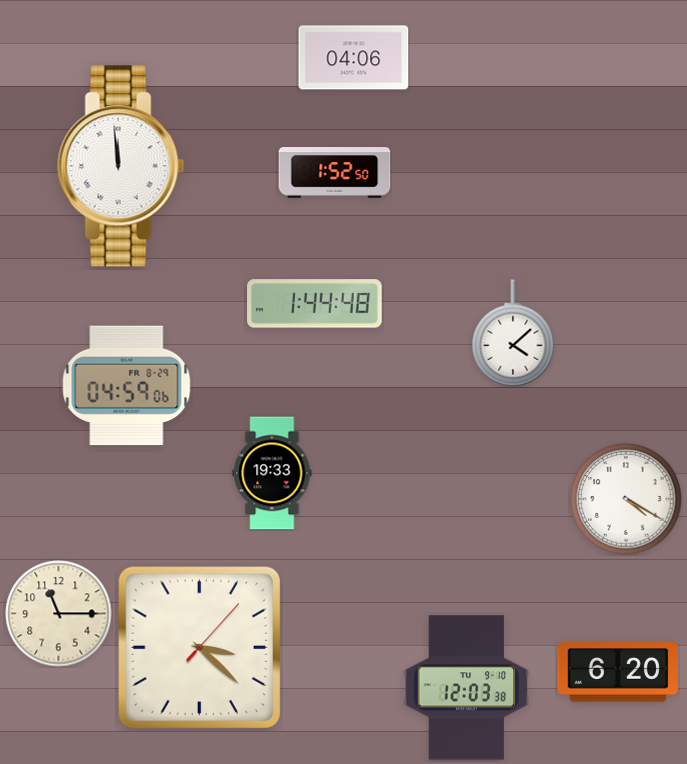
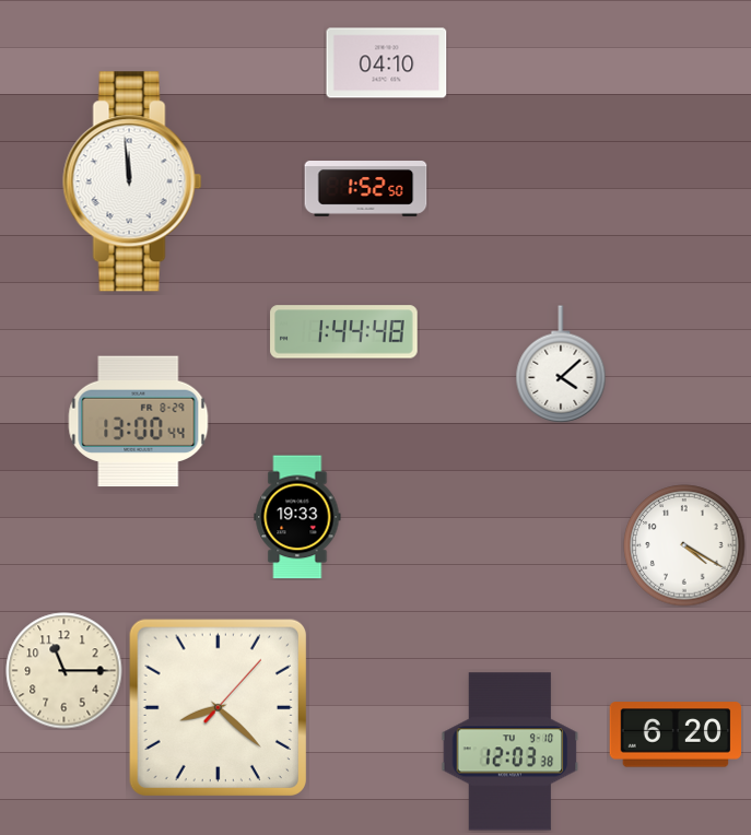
clock at (354, 58): 04:06 -> 04:10
clock at (127, 386): 04:59 -> 13:00
clock at (199, 647): 3:22 -> 8:22
